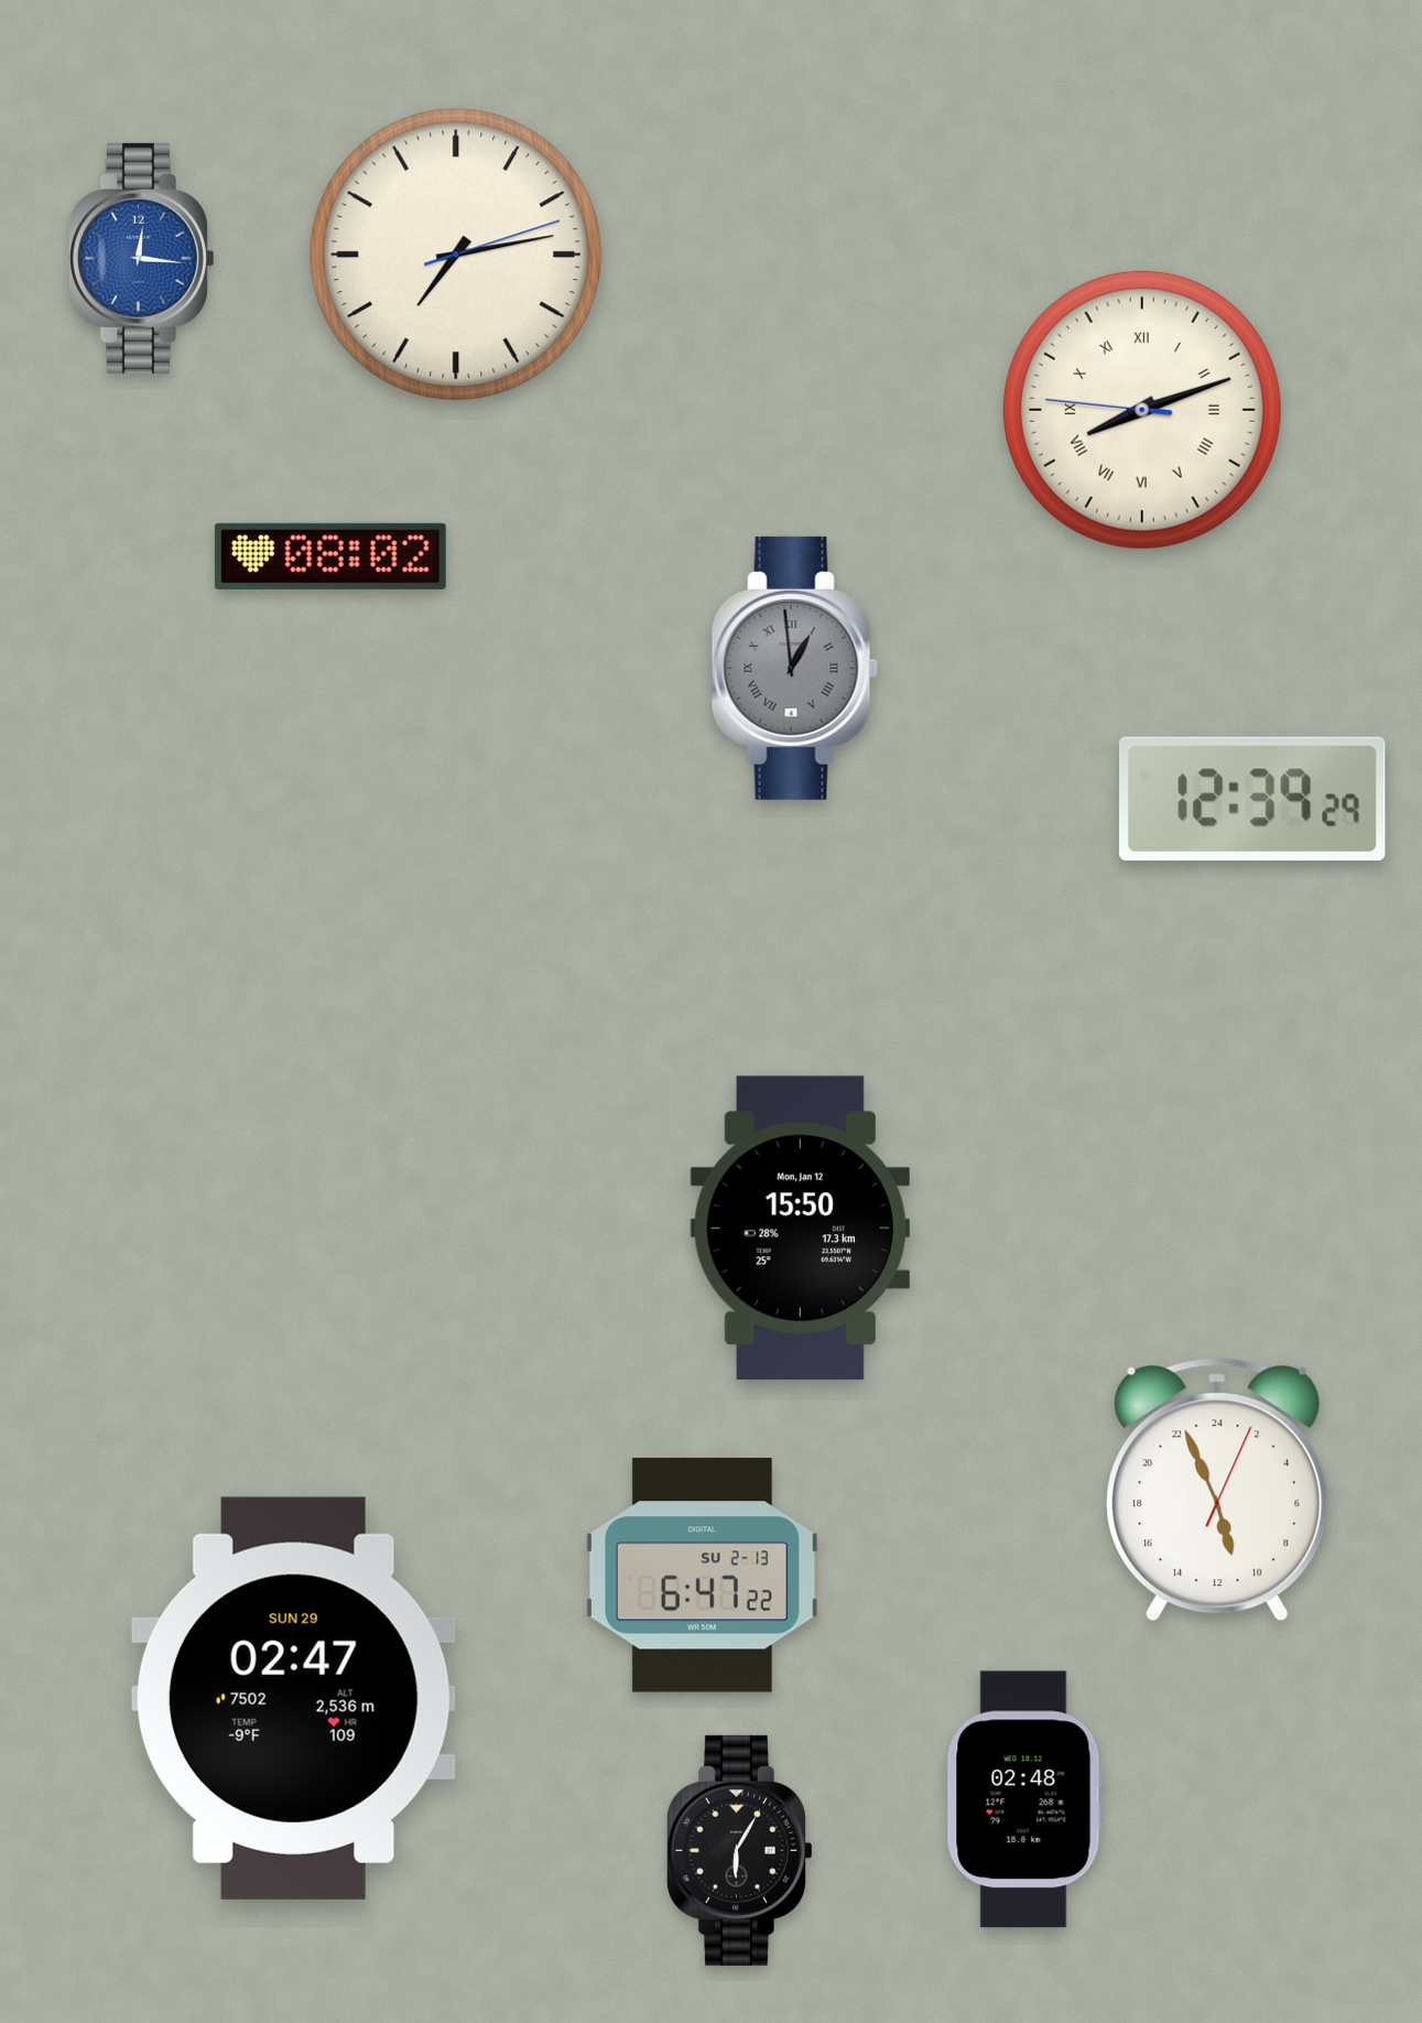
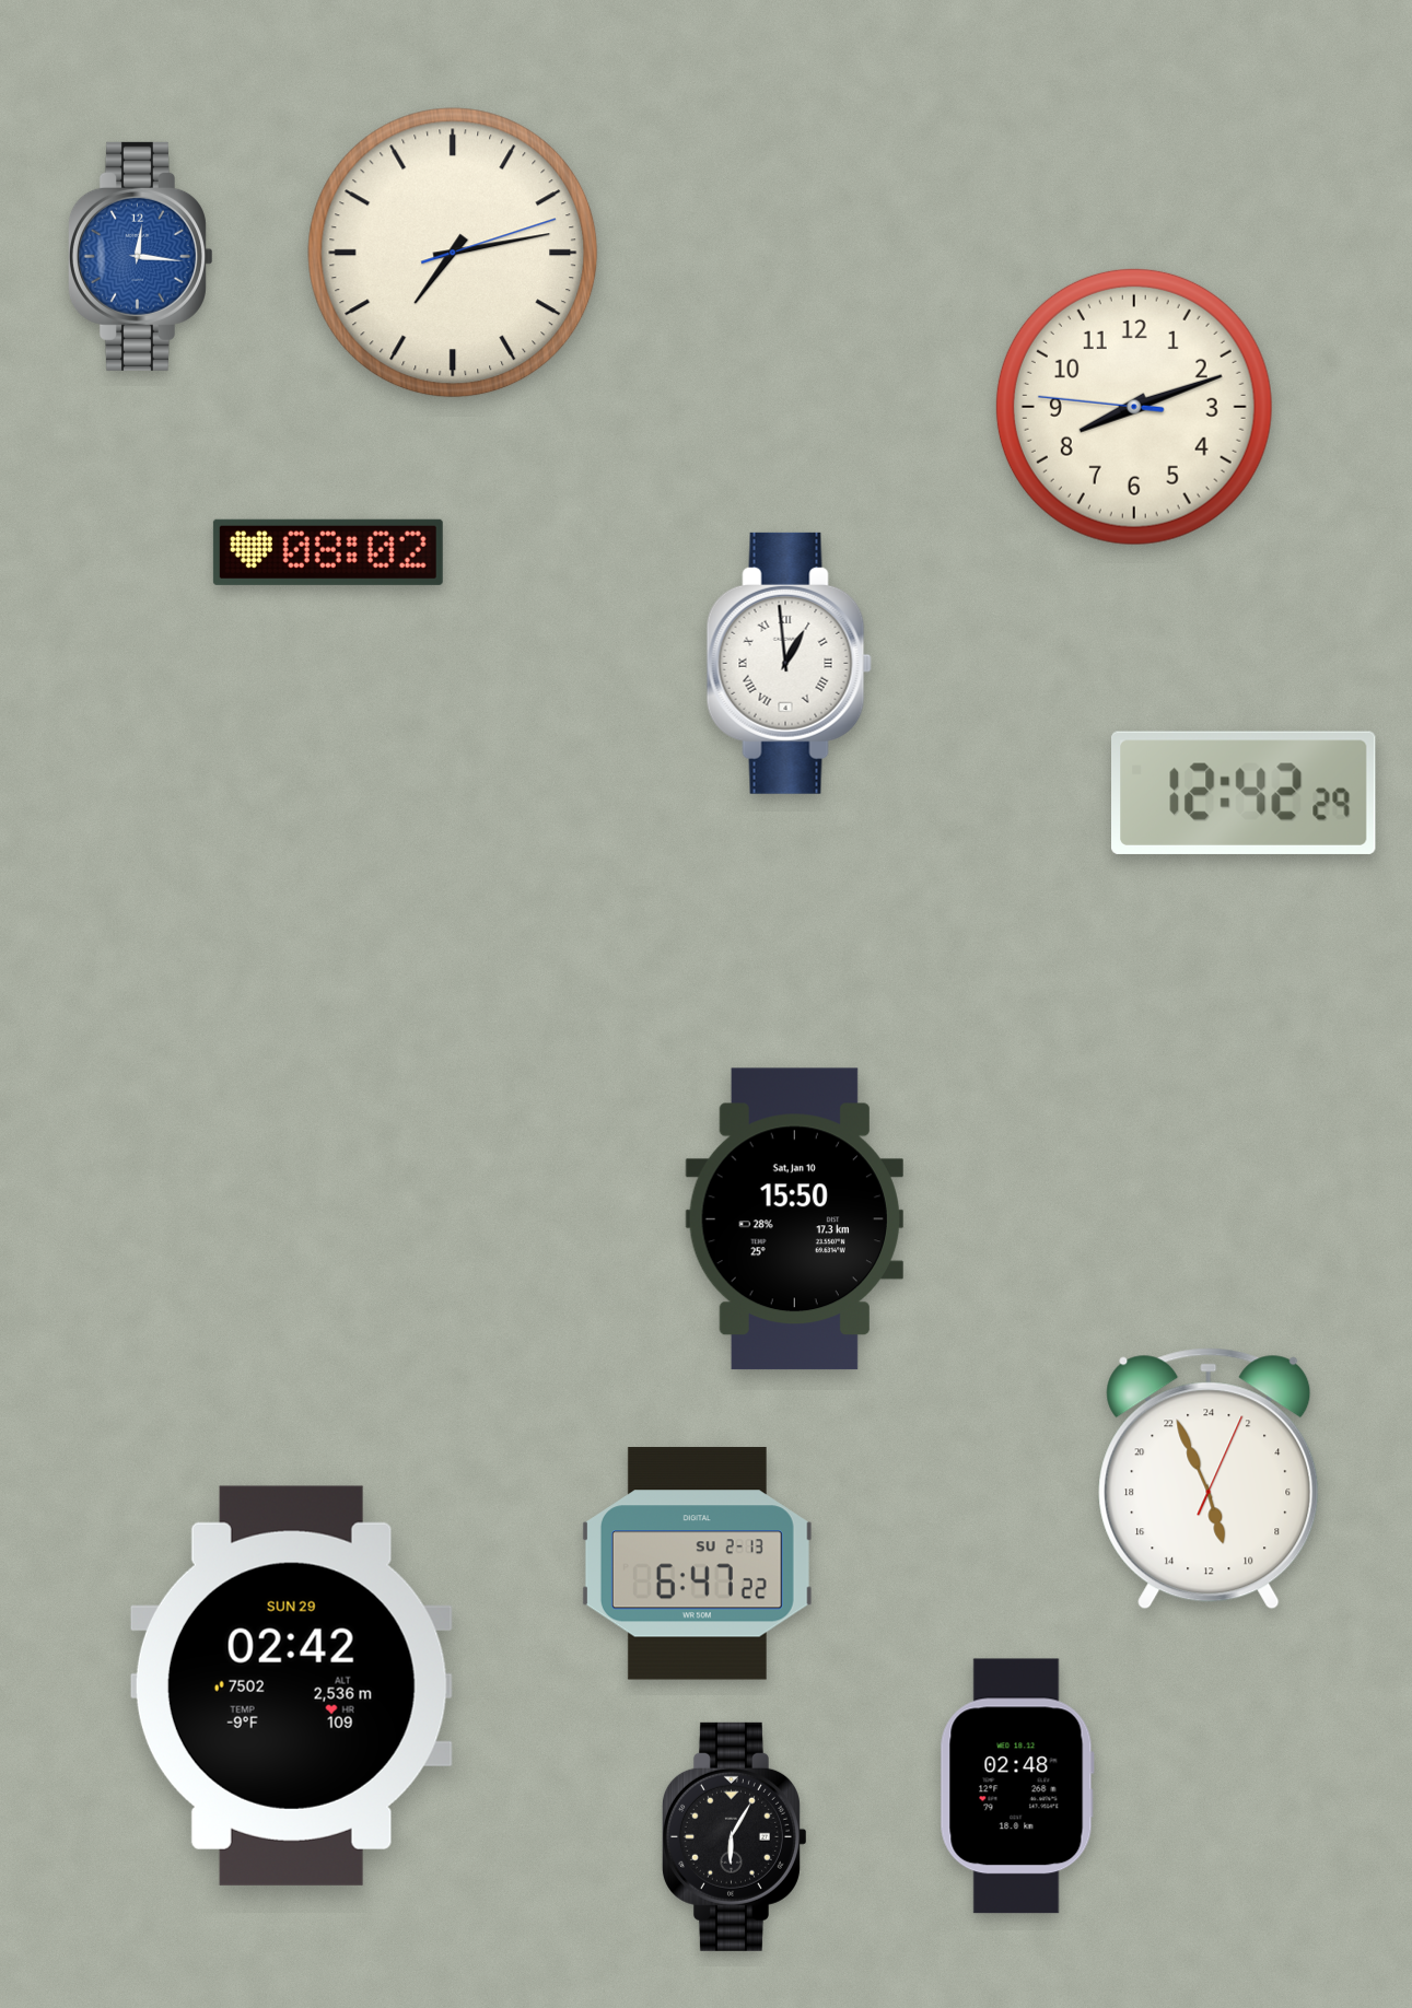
clock at (1142, 410) numerals: Roman -> Arabic
clock at (794, 668) dial: grey -> white
clock at (1252, 799): 12:39 -> 12:42
clock at (800, 1229) date: Mon, Jan 12 -> Sat, Jan 10
clock at (293, 1698): 02:47 -> 02:42
